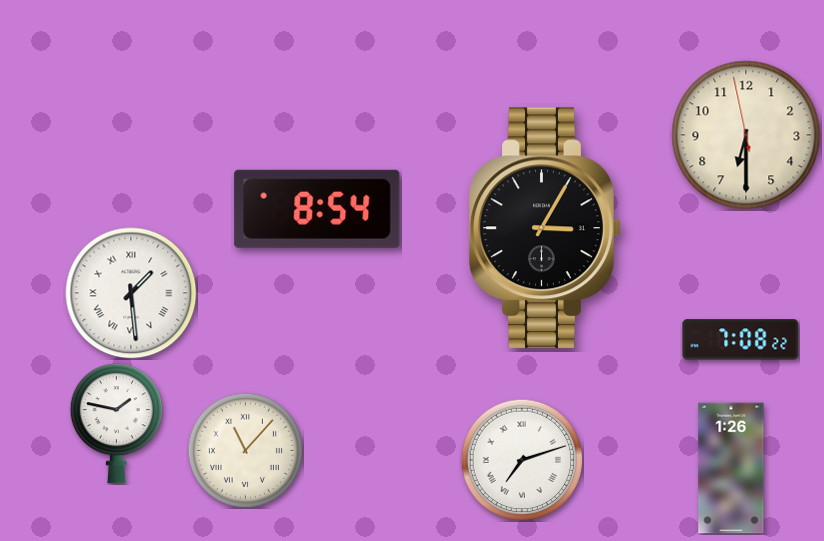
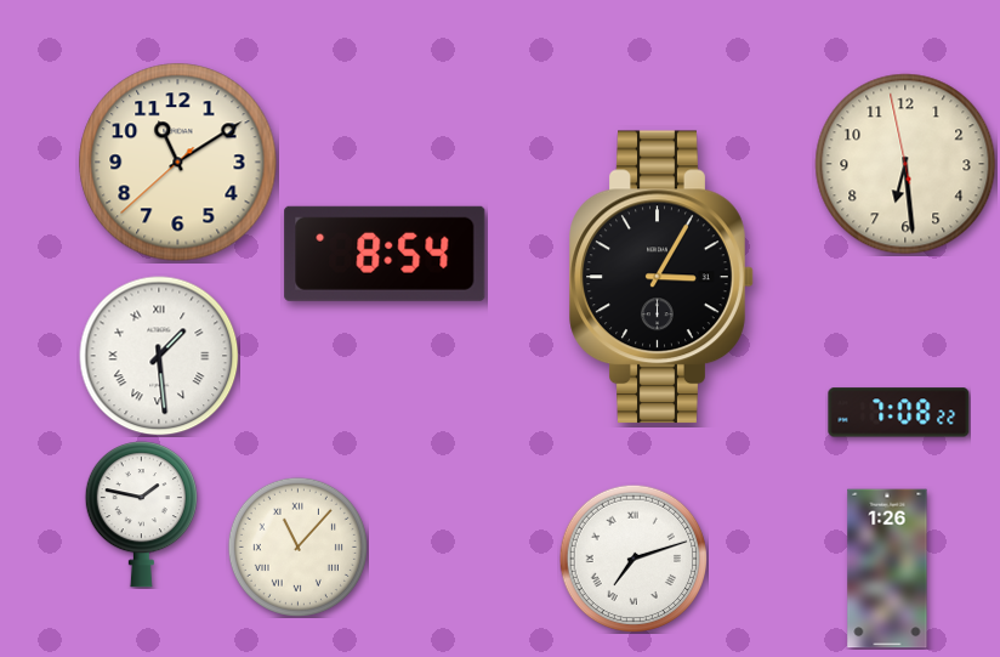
clock at (178, 163): none -> 11:09
clock at (746, 135): 6:29 -> 6:28
